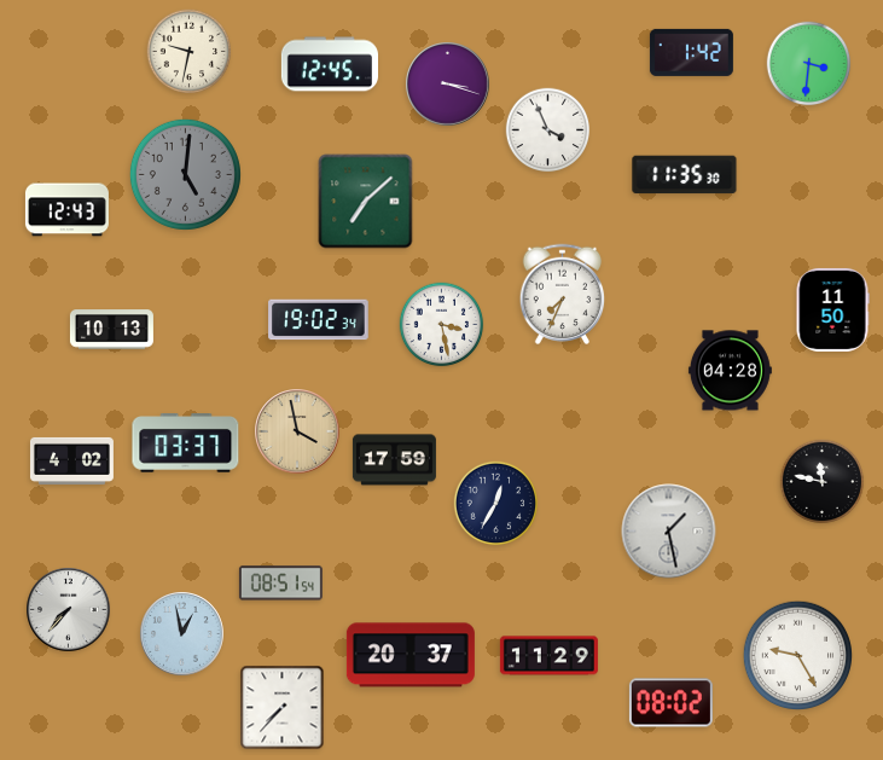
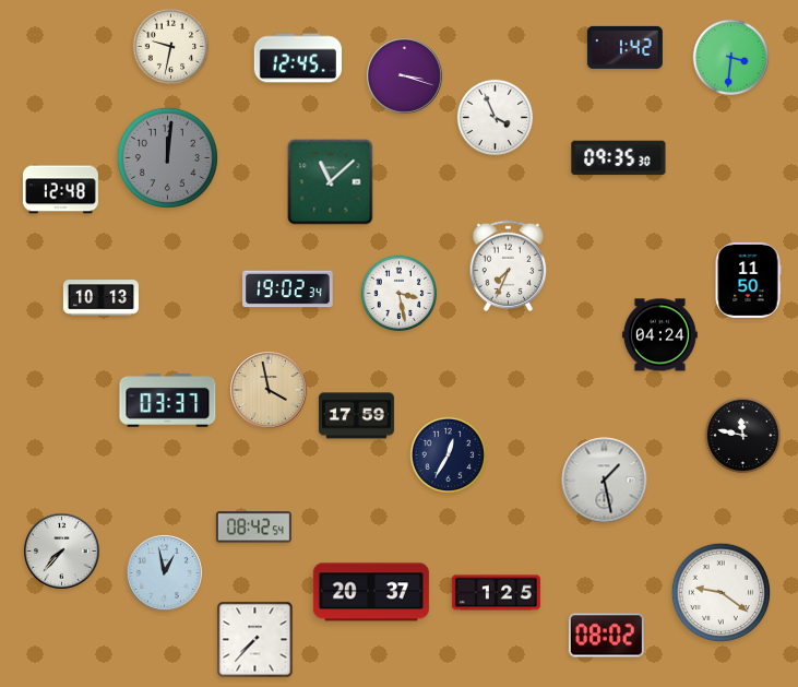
clock at (185, 174): 5:01 -> 12:01
clock at (685, 175): 11:35 -> 09:35
clock at (366, 202): 7:08 -> 11:08
clock at (66, 210): 12:43 -> 12:48
clock at (832, 309) position: (832, 309) -> (748, 280)
clock at (730, 371): 04:28 -> 04:24
clock at (71, 460): 4:02 -> none
clock at (280, 584): 08:51 -> 08:42
clock at (797, 655): 9:25 -> 9:21
clock at (548, 656): 11:29 -> 1:25
